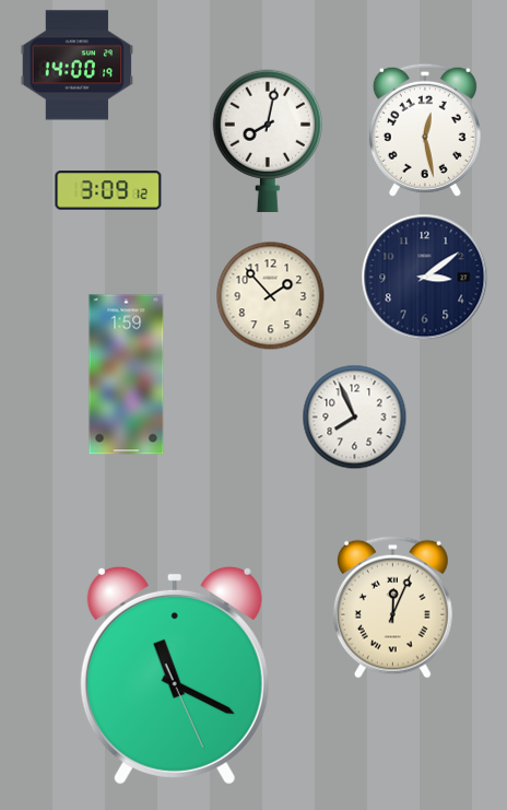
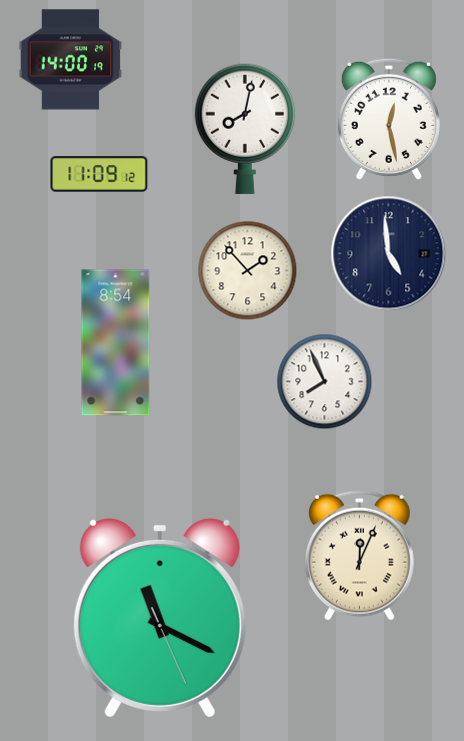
clock at (108, 190): 3:09 -> 11:09
clock at (425, 278): 3:09 -> 4:59
clock at (127, 375): 1:59 -> 8:54
